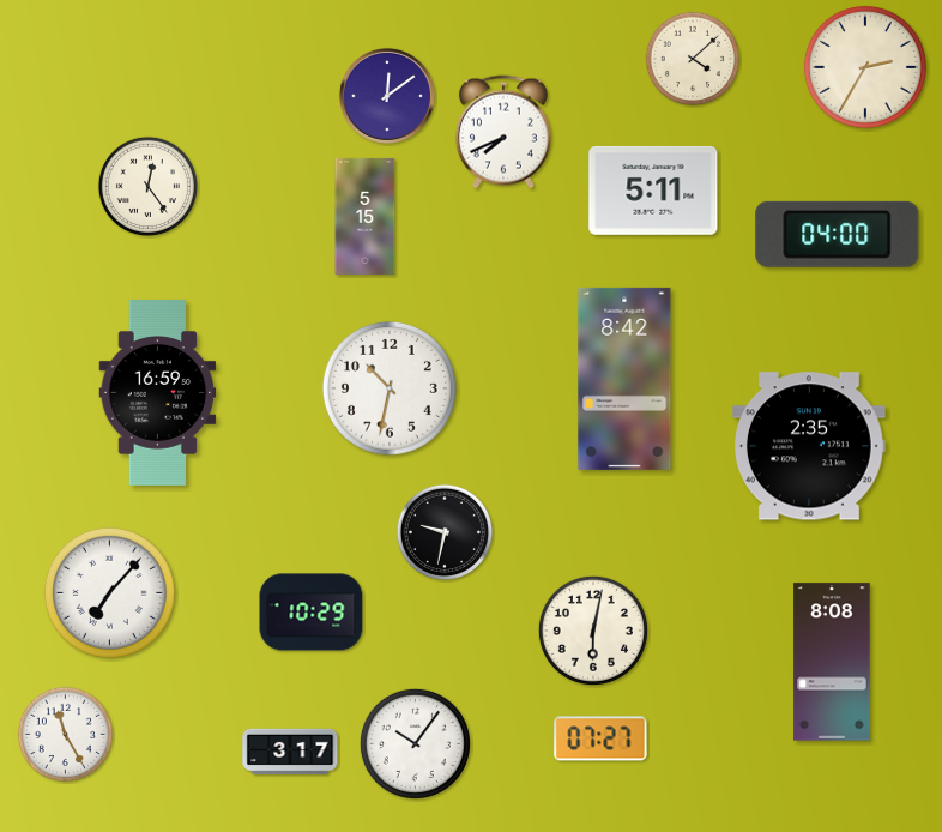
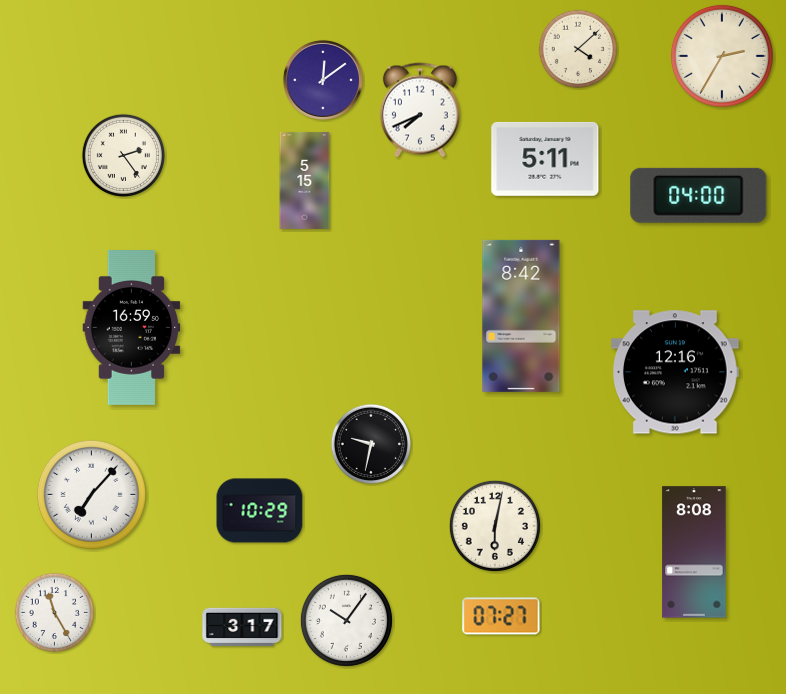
clock at (147, 186): 12:24 -> 2:24
clock at (390, 388): 10:32 -> none
clock at (810, 446): 2:35 -> 12:16
